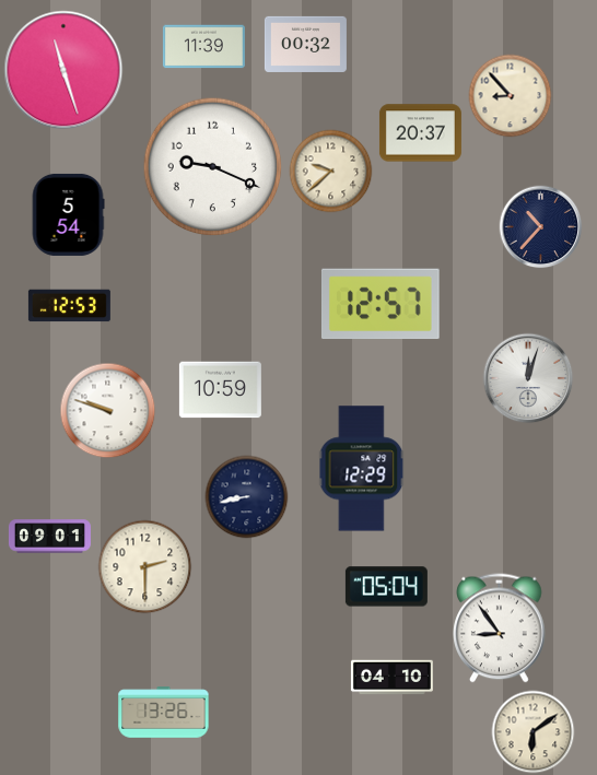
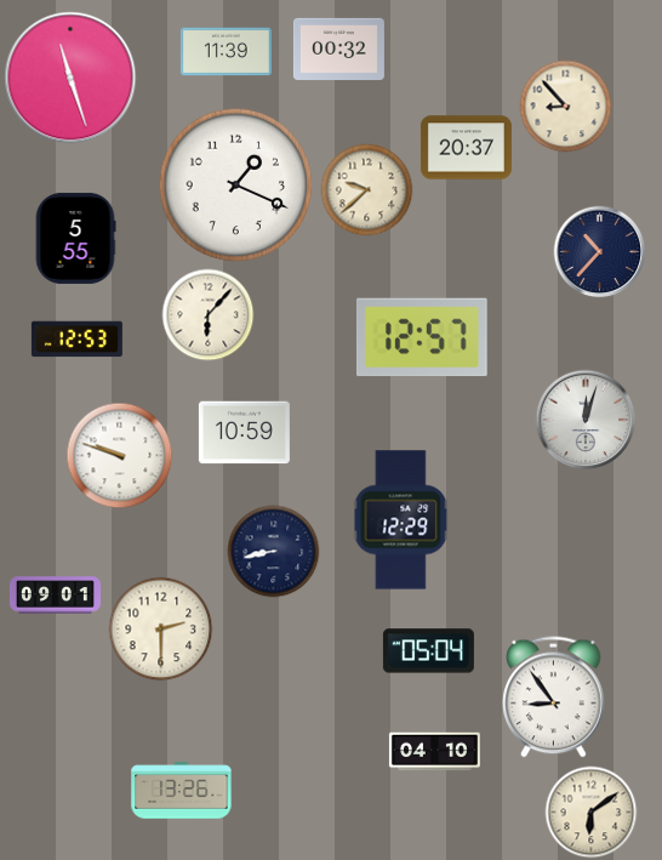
clock at (213, 167): 9:19 -> 1:19
clock at (68, 214): 5:54 -> 5:55
clock at (209, 315): none -> 6:07
